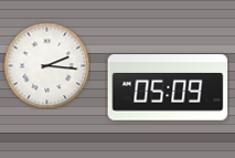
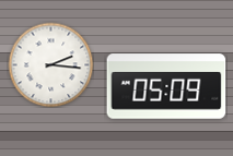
clock at (46, 65) position: (46, 65) -> (50, 64)
